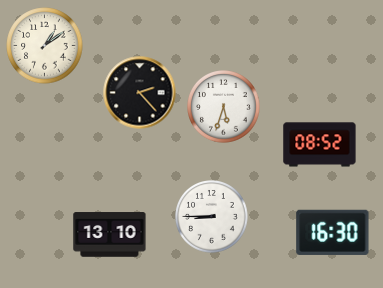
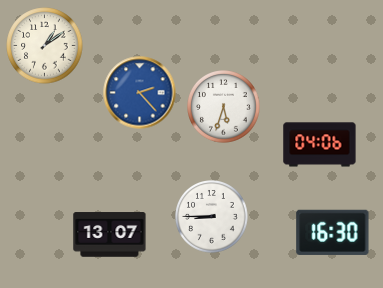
clock at (140, 93) dial: black -> blue
clock at (320, 145): 08:52 -> 04:06
clock at (110, 235): 13:10 -> 13:07
